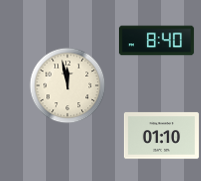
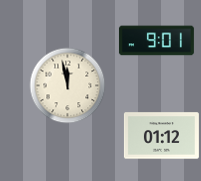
clock at (156, 41): 8:40 -> 9:01
clock at (161, 136): 01:10 -> 01:12
